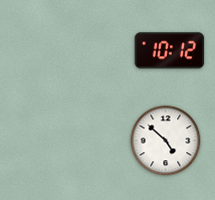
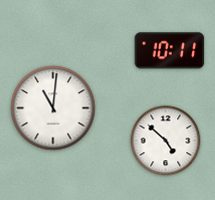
clock at (170, 51): 10:12 -> 10:11
clock at (53, 108): none -> 11:01
